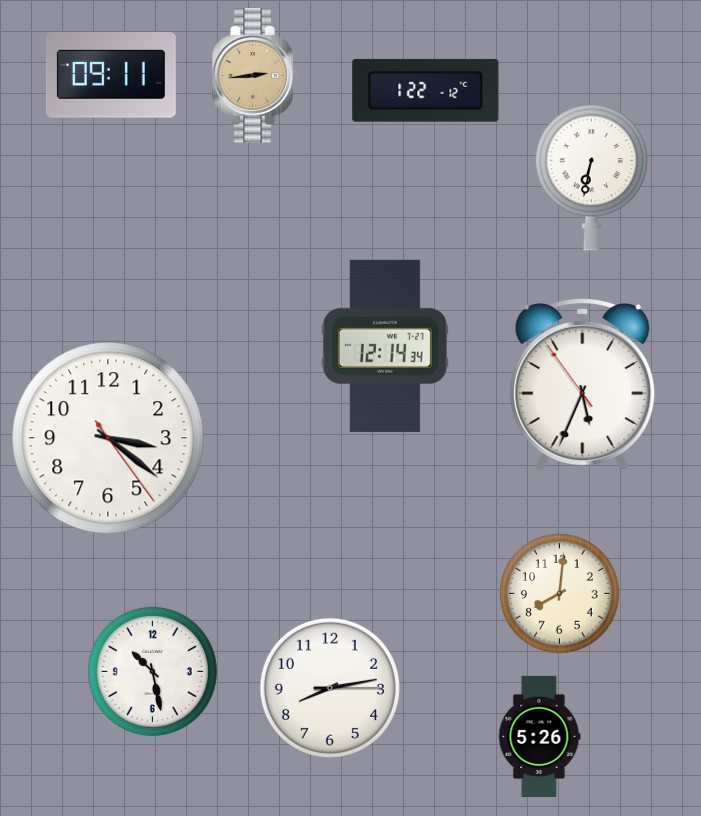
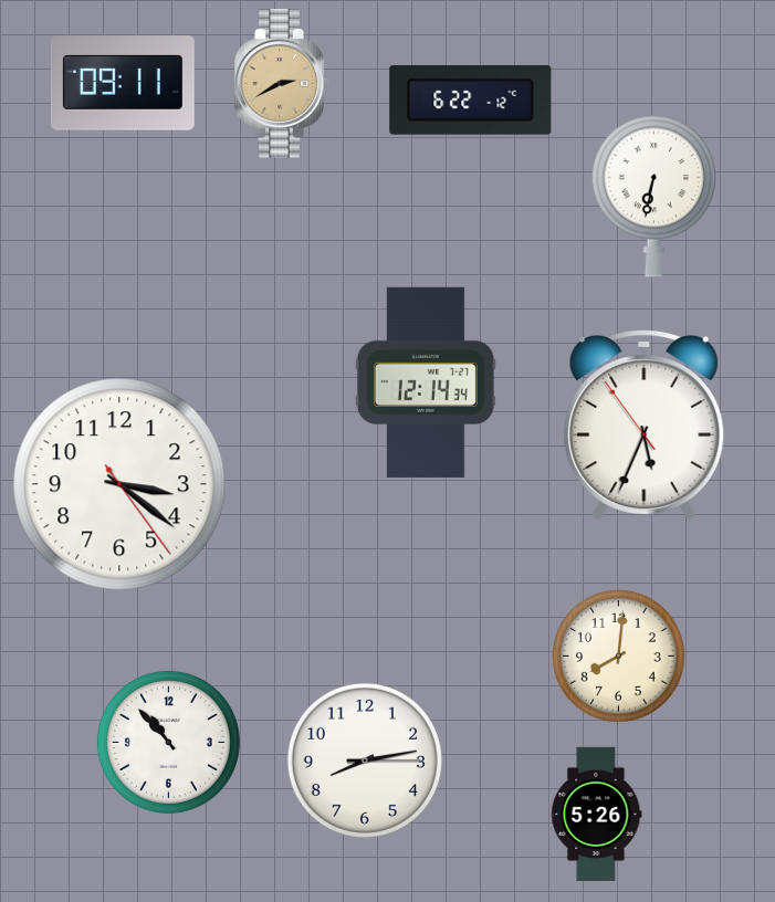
clock at (254, 76): 2:44 -> 2:40
clock at (426, 90): 1:22 -> 6:22
clock at (152, 671): 10:28 -> 10:53
